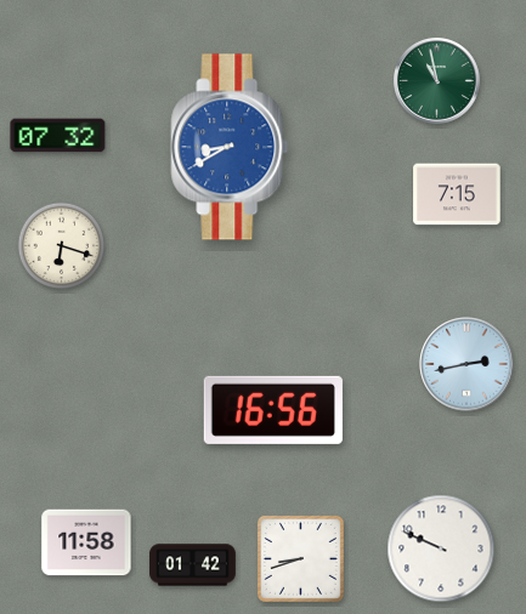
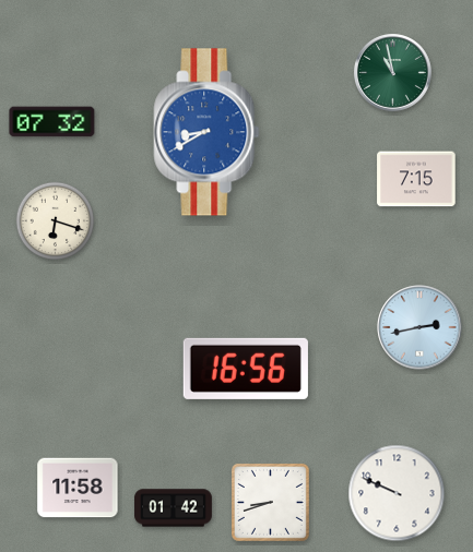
clock at (457, 194) position: (457, 194) -> (416, 179)
